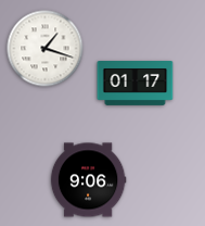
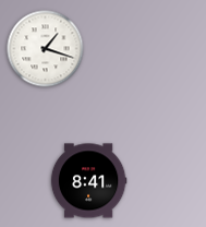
clock at (136, 84): 01:17 -> none
clock at (88, 180): 9:06 -> 8:41
